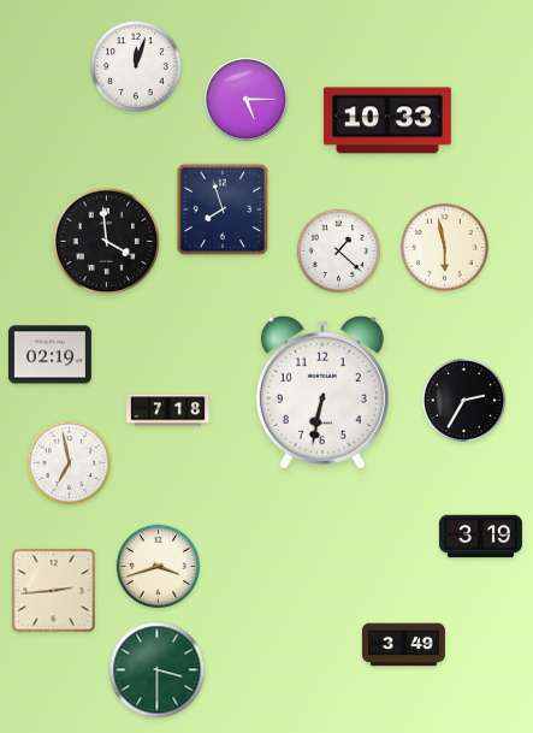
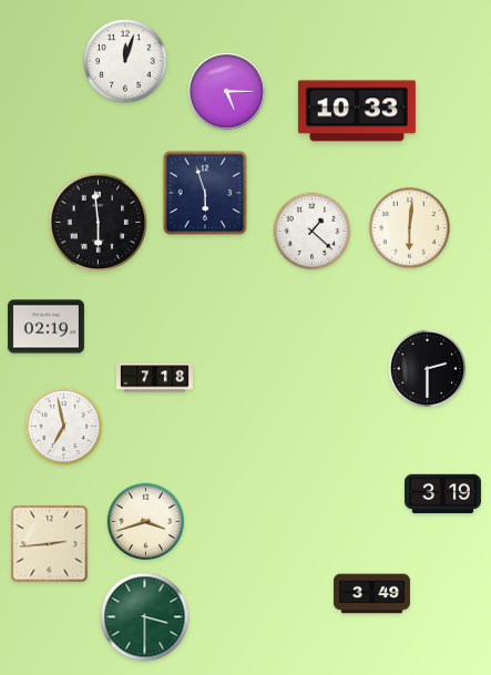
clock at (223, 209): 7:57 -> 5:57
clock at (107, 242): 3:59 -> 5:59
clock at (444, 247): 5:58 -> 6:01
clock at (322, 392): 6:32 -> none
clock at (464, 401): 2:35 -> 2:30
